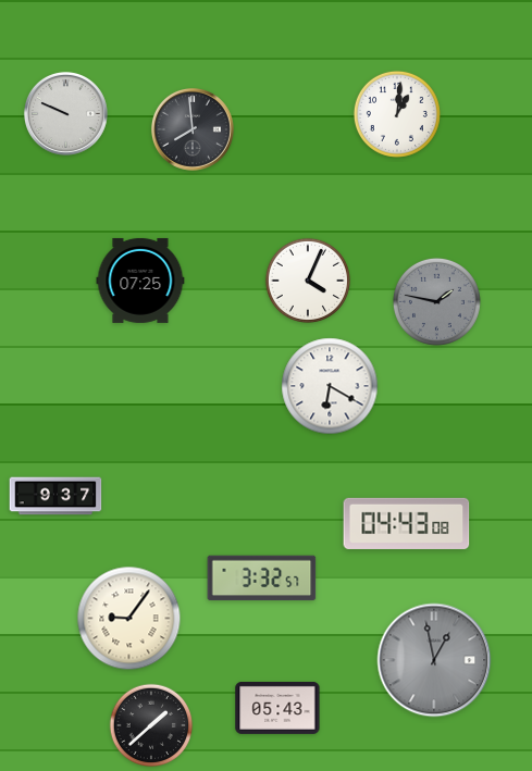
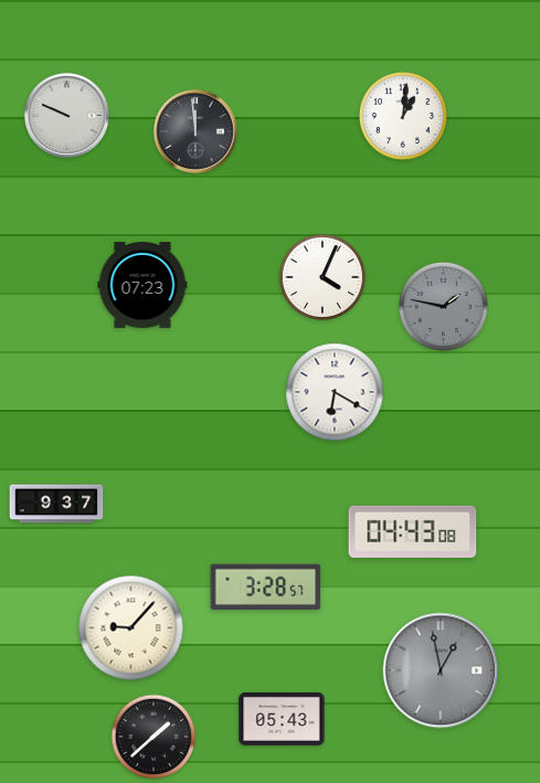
clock at (193, 129): 7:59 -> 11:59
clock at (140, 281): 07:25 -> 07:23
clock at (308, 281) position: (308, 281) -> (322, 277)
clock at (262, 579): 3:32 -> 3:28
clock at (129, 619): 9:06 -> 9:07
